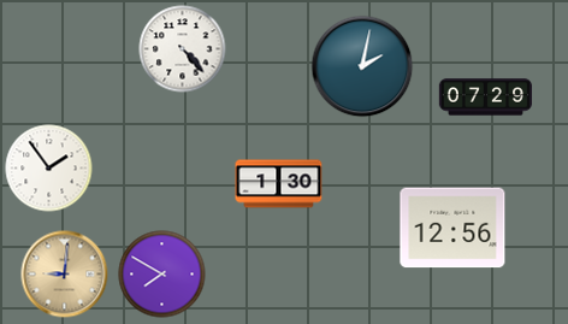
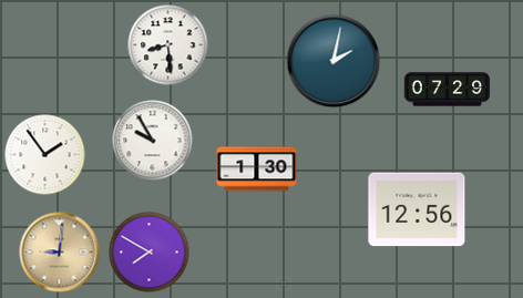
clock at (183, 49): 4:23 -> 8:29
clock at (153, 141): none -> 9:55
